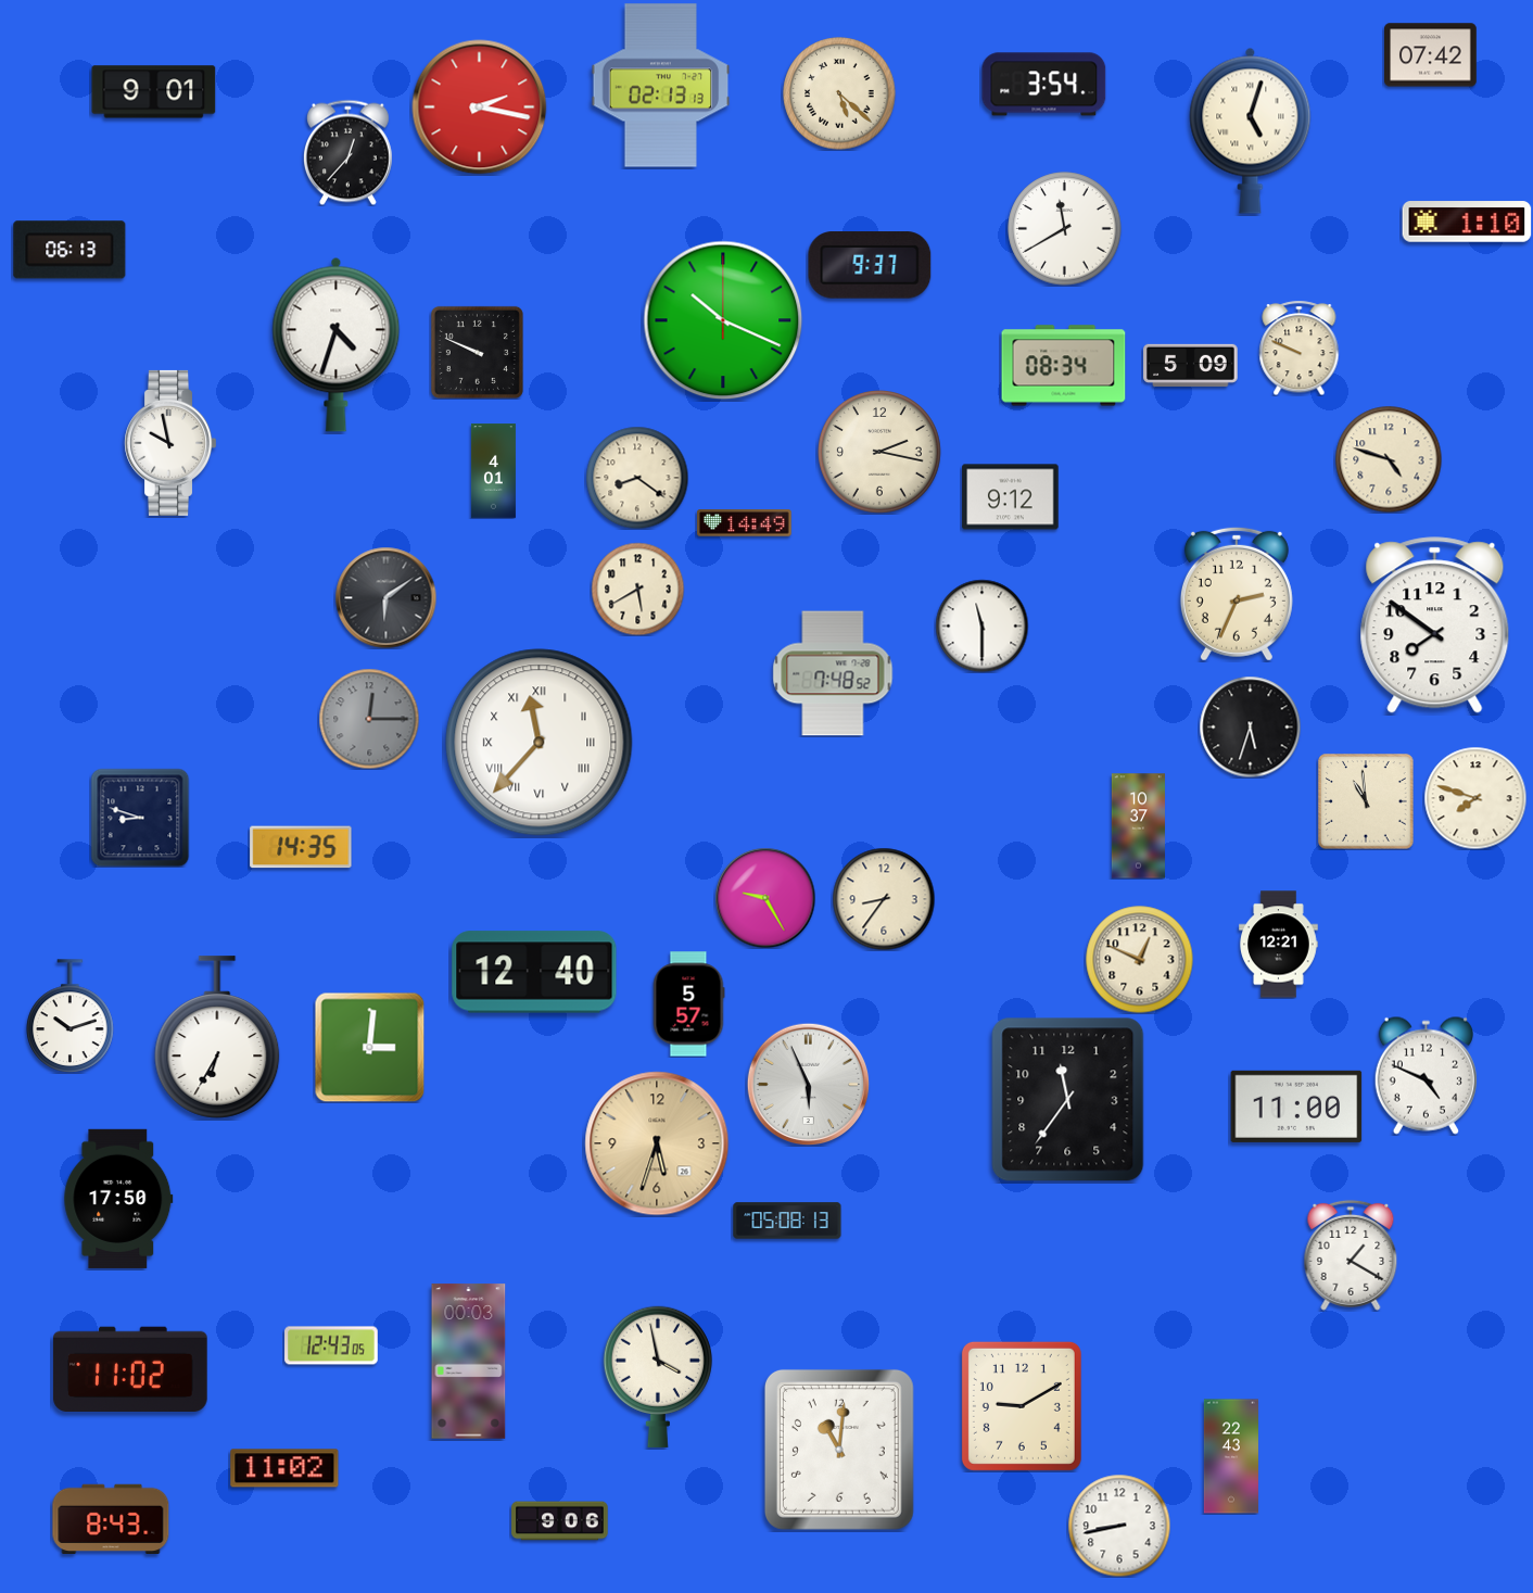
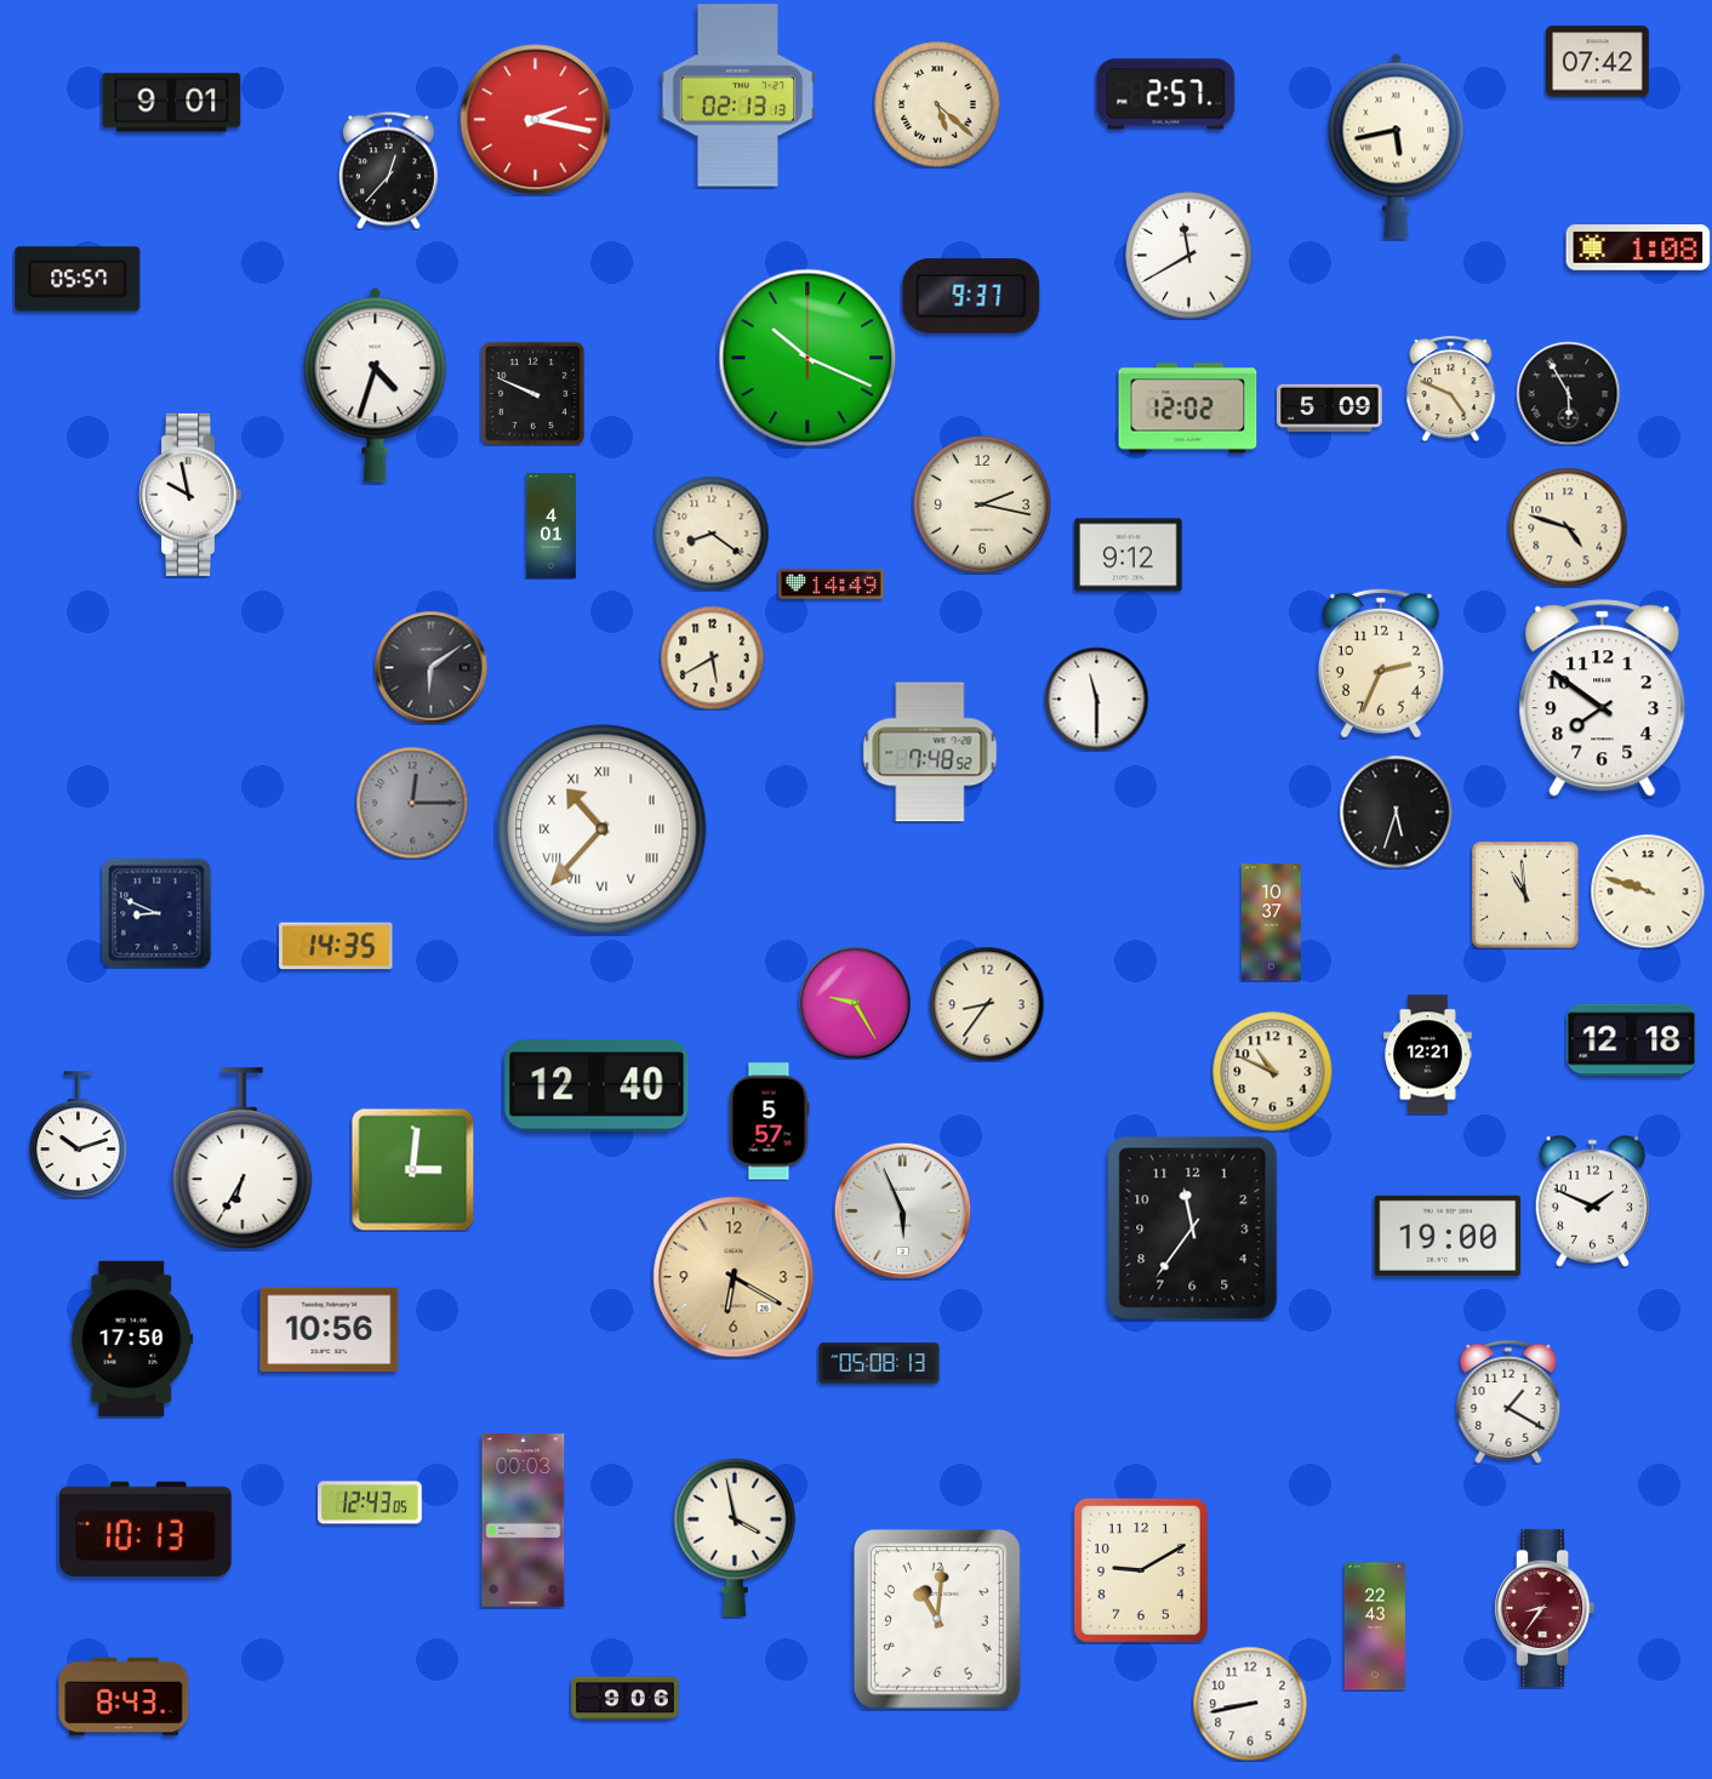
clock at (1044, 85): 3:54 -> 2:57
clock at (1251, 130): 5:03 -> 5:43
clock at (1467, 222): 1:10 -> 1:08
clock at (69, 250): 06:13 -> 05:57
clock at (1300, 347): 9:49 -> 4:49
clock at (1568, 393): none -> 5:55
clock at (1064, 366): 08:34 -> 12:02
clock at (1389, 459) position: (1389, 459) -> (1568, 528)
clock at (540, 743): 11:37 -> 10:37
clock at (1475, 798): 7:48 -> 9:48
clock at (140, 818): 8:48 -> 8:49
clock at (1632, 1040): none -> 12:18
clock at (1140, 960): 12:49 -> 10:49
clock at (1426, 1075): 4:49 -> 1:49
clock at (1296, 1107): 11:00 -> 19:00
clock at (657, 1143): 5:33 -> 6:20
clock at (330, 1330): none -> 10:56
clock at (130, 1368): 11:02 -> 10:13
clock at (1545, 1608): none -> 8:36
clock at (284, 1468): 11:02 -> none
